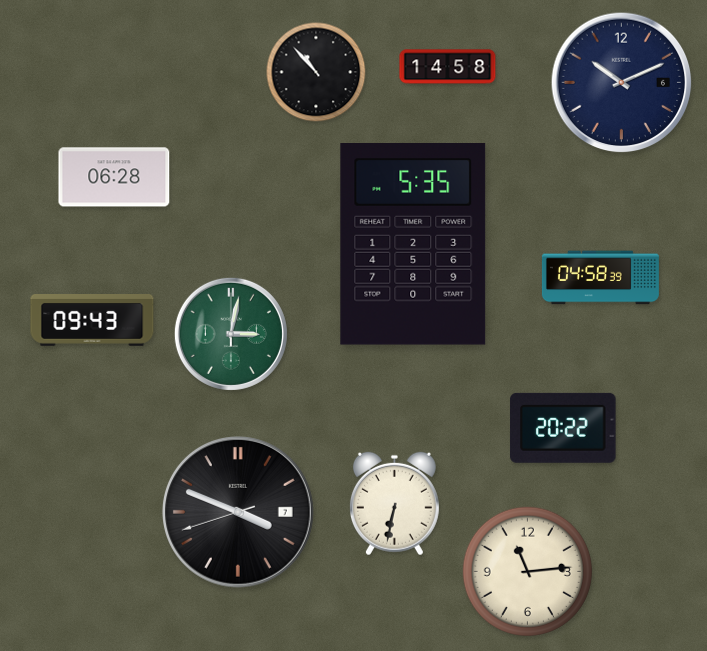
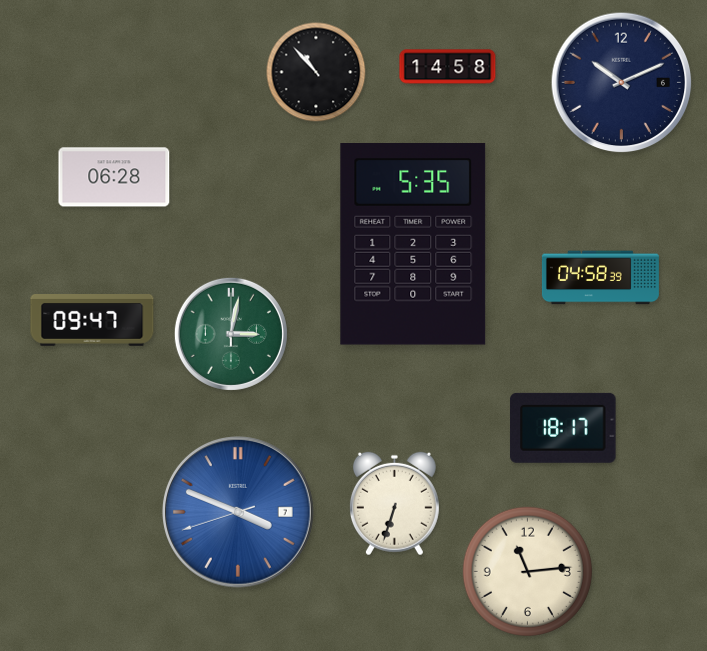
clock at (92, 321): 09:43 -> 09:47
clock at (563, 428): 20:22 -> 18:17
clock at (394, 504): 6:32 -> 6:33
clock at (238, 512) dial: black -> blue
